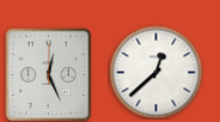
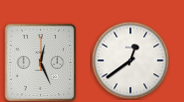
clock at (155, 72): 12:38 -> 12:39
